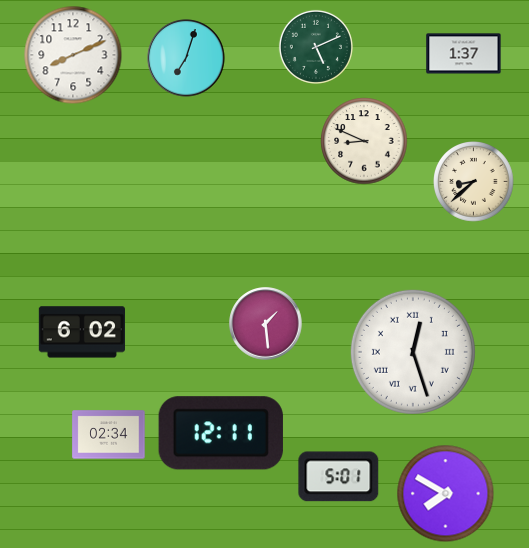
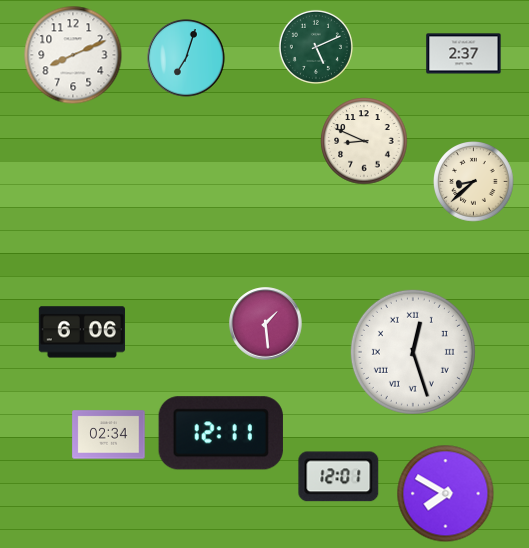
clock at (464, 54): 1:37 -> 2:37
clock at (81, 332): 6:02 -> 6:06
clock at (339, 477): 5:01 -> 12:01
